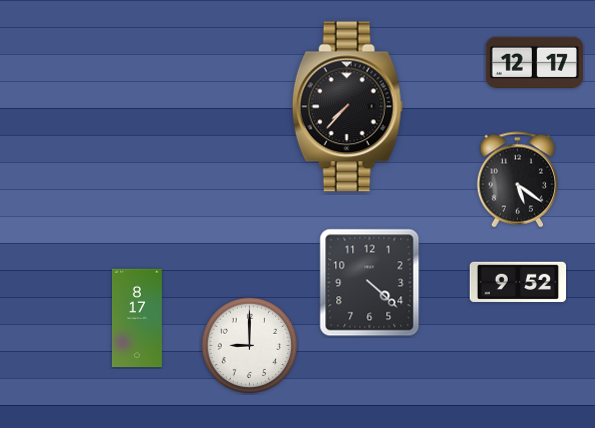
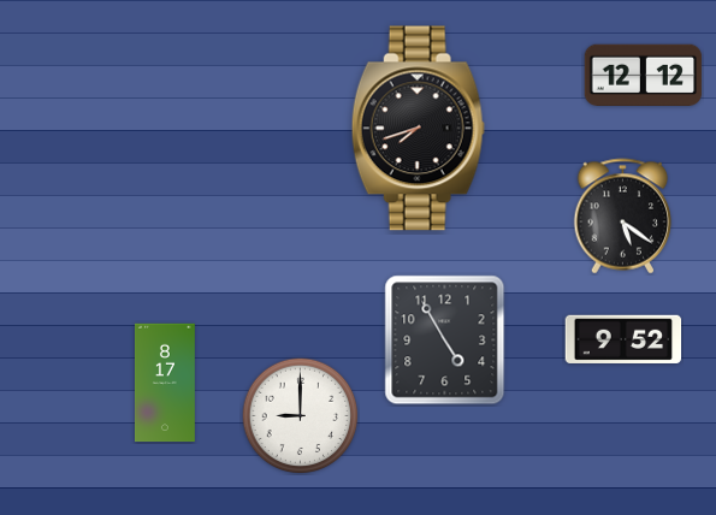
clock at (535, 62): 12:17 -> 12:12
clock at (347, 107): 7:37 -> 7:42
clock at (370, 283): 4:22 -> 4:55
